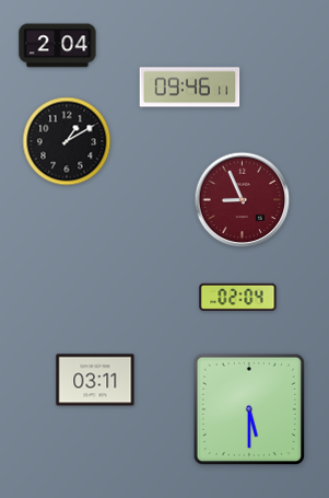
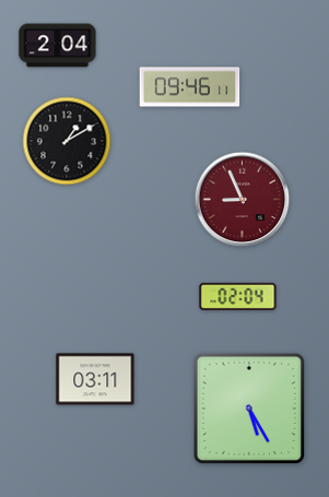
clock at (248, 408): 5:30 -> 5:25
